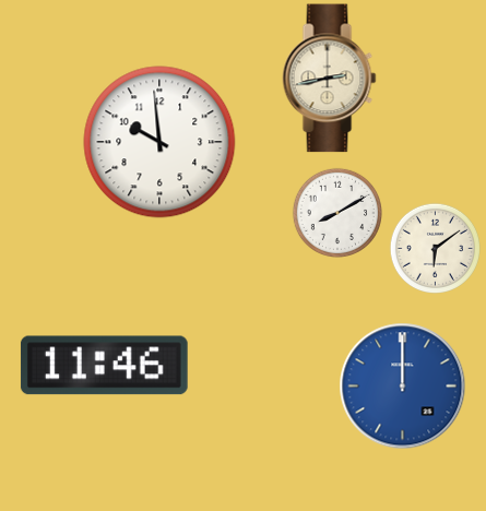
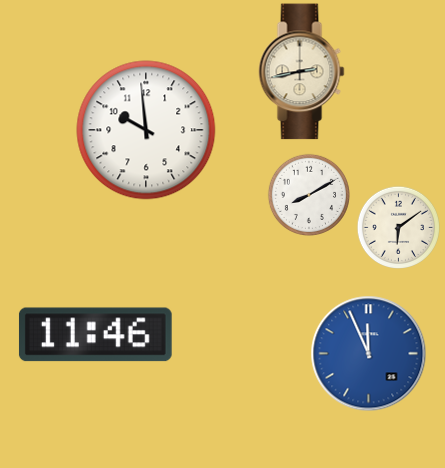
clock at (403, 387): 12:00 -> 11:56
